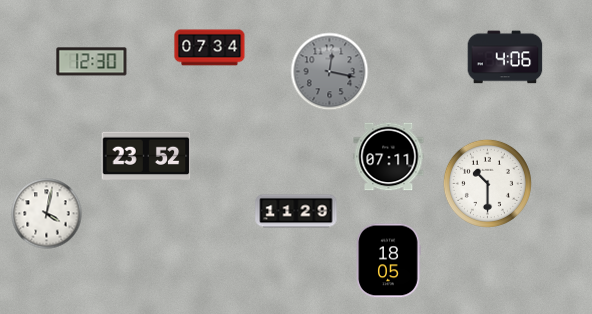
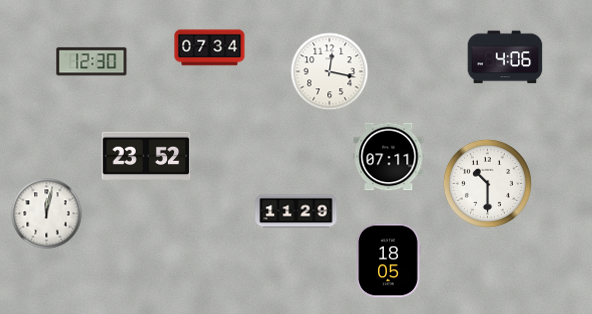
clock at (330, 72) dial: grey -> white
clock at (47, 214): 4:02 -> 12:02
